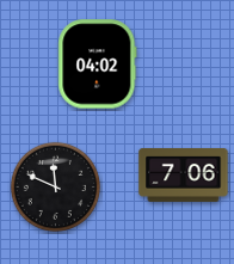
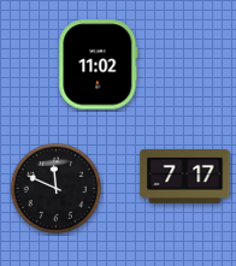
clock at (98, 65): 04:02 -> 11:02
clock at (184, 174): 7:06 -> 7:17
